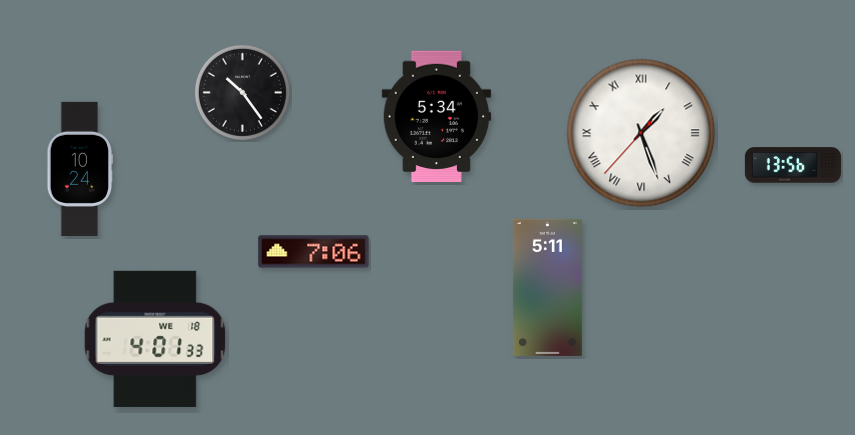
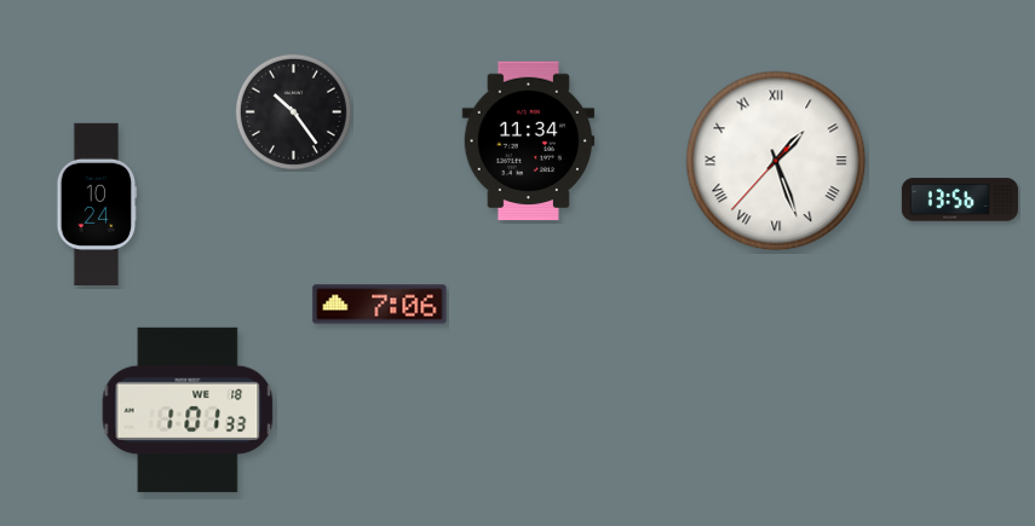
clock at (437, 117): 5:34 -> 11:34
clock at (547, 287): 5:11 -> none
clock at (155, 339): 4:01 -> 1:01
